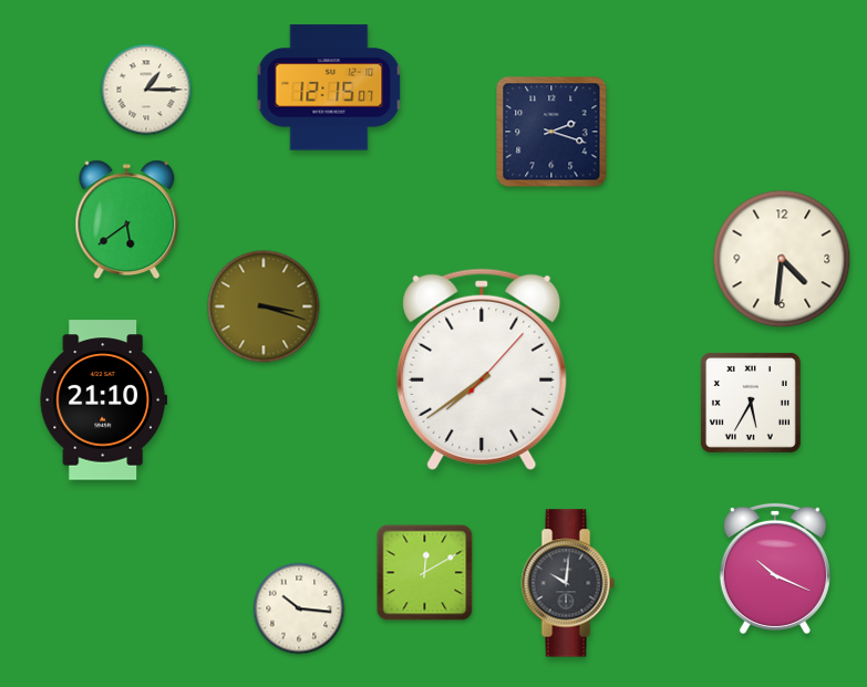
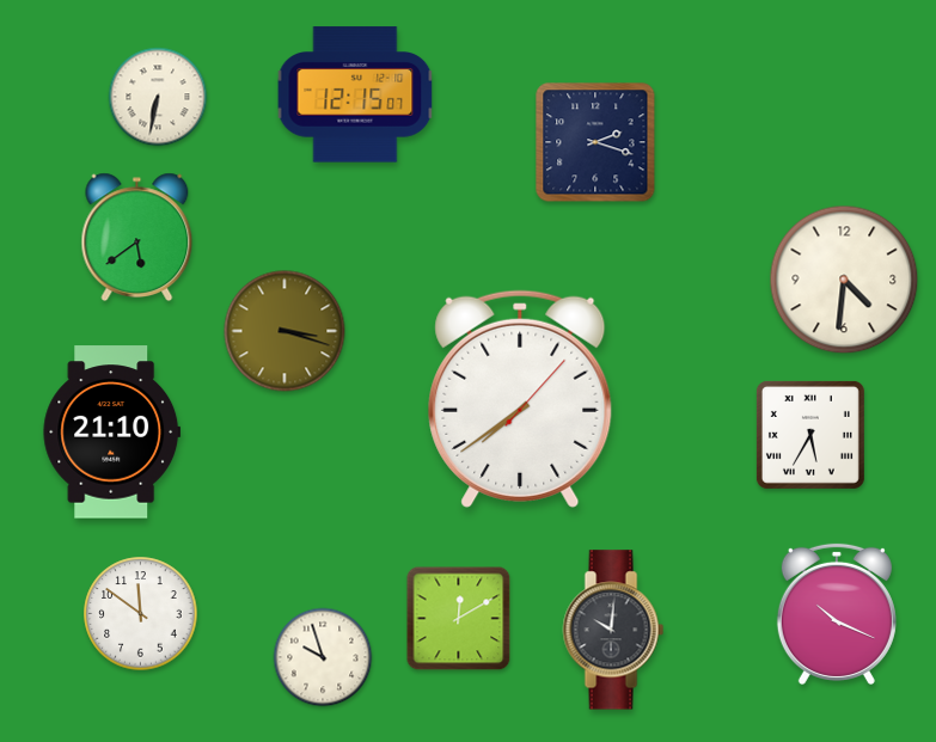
clock at (146, 90): 1:15 -> 6:32
clock at (141, 614): none -> 11:51
clock at (299, 608): 10:16 -> 9:57
